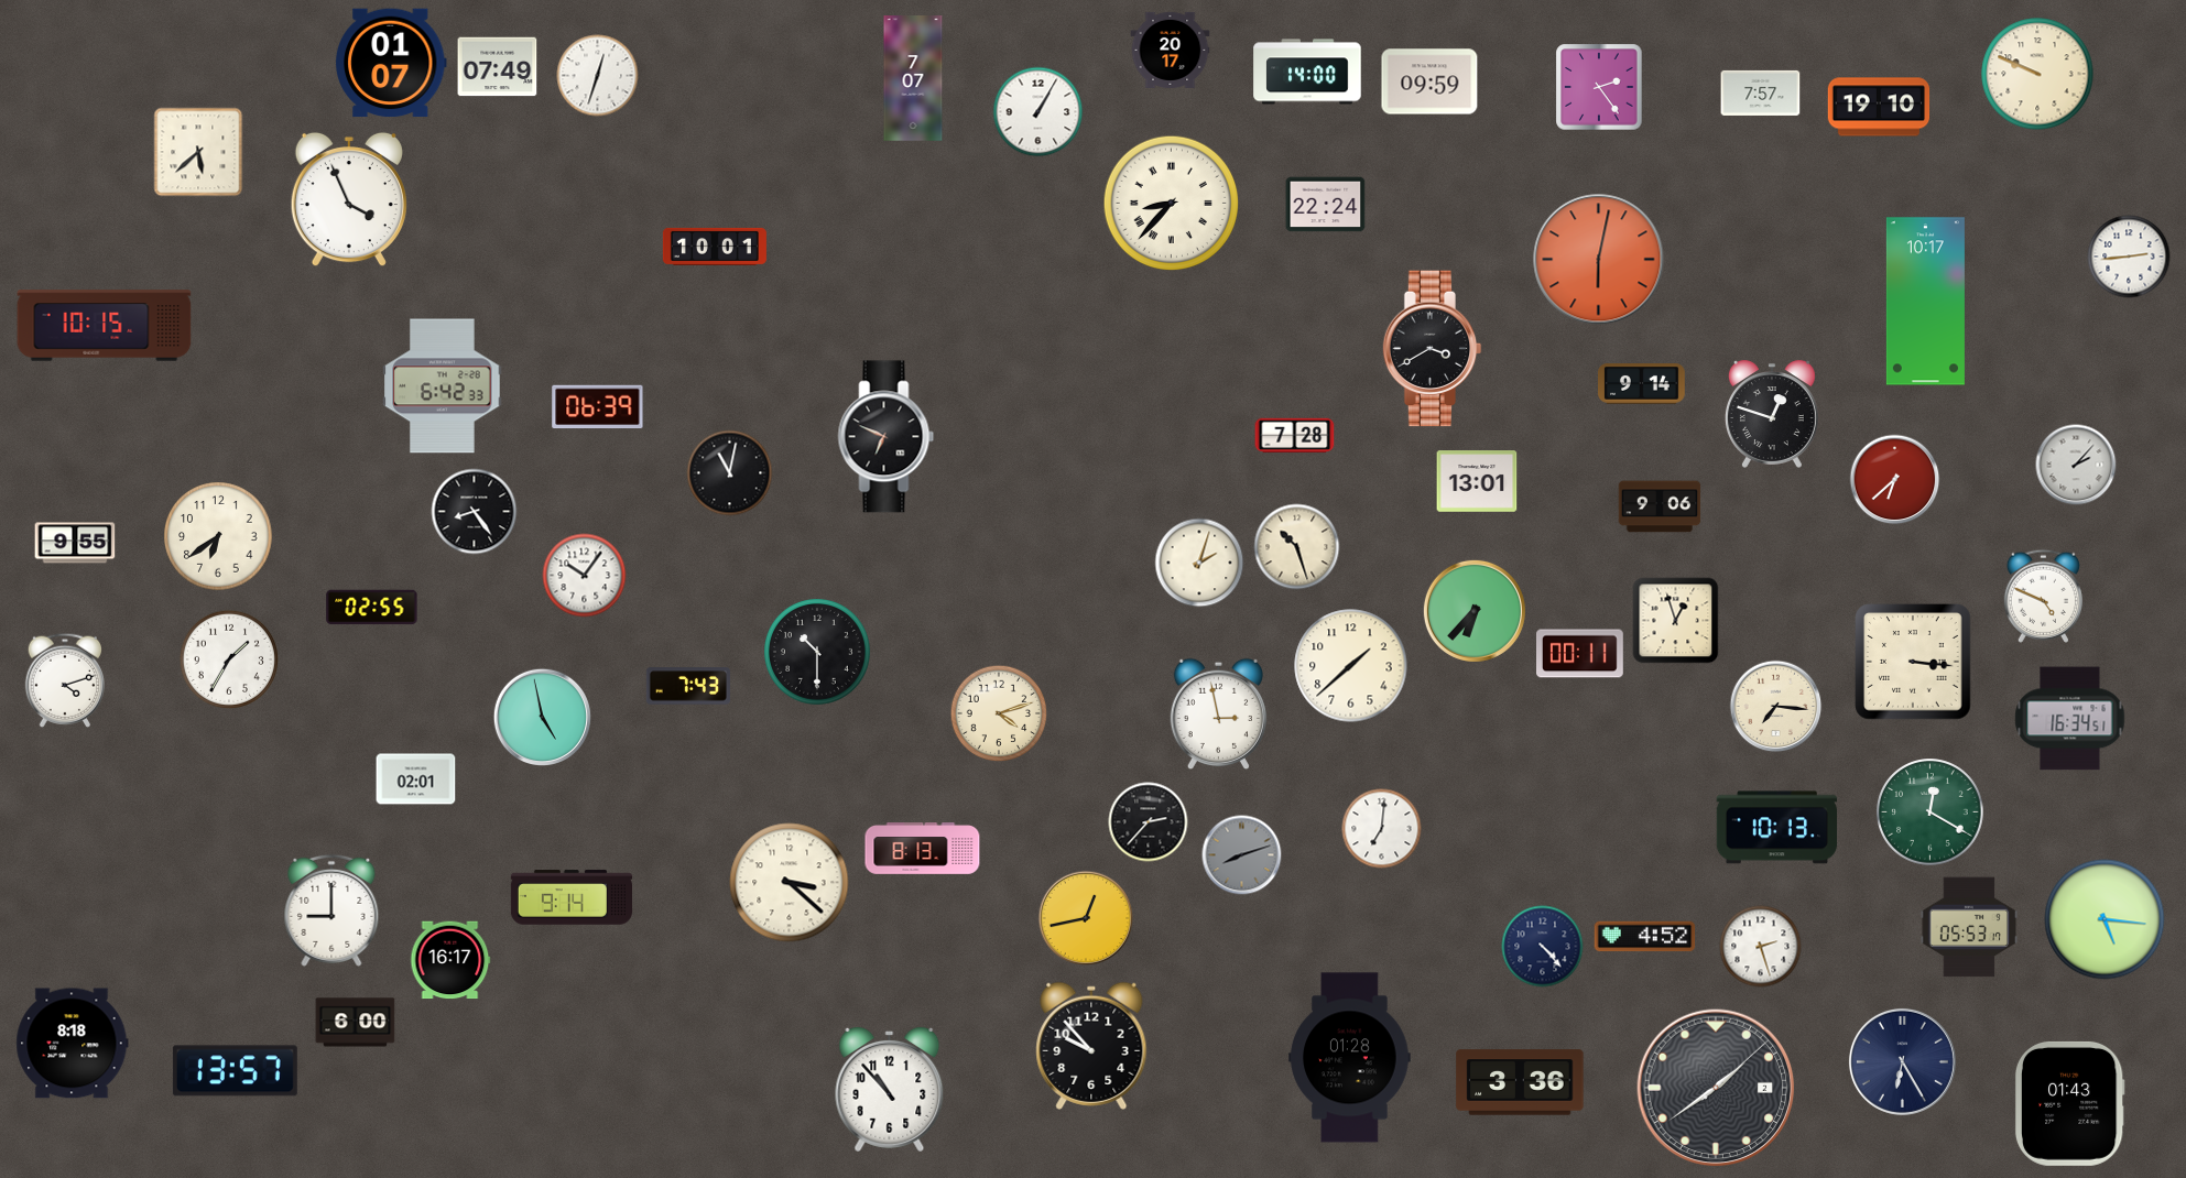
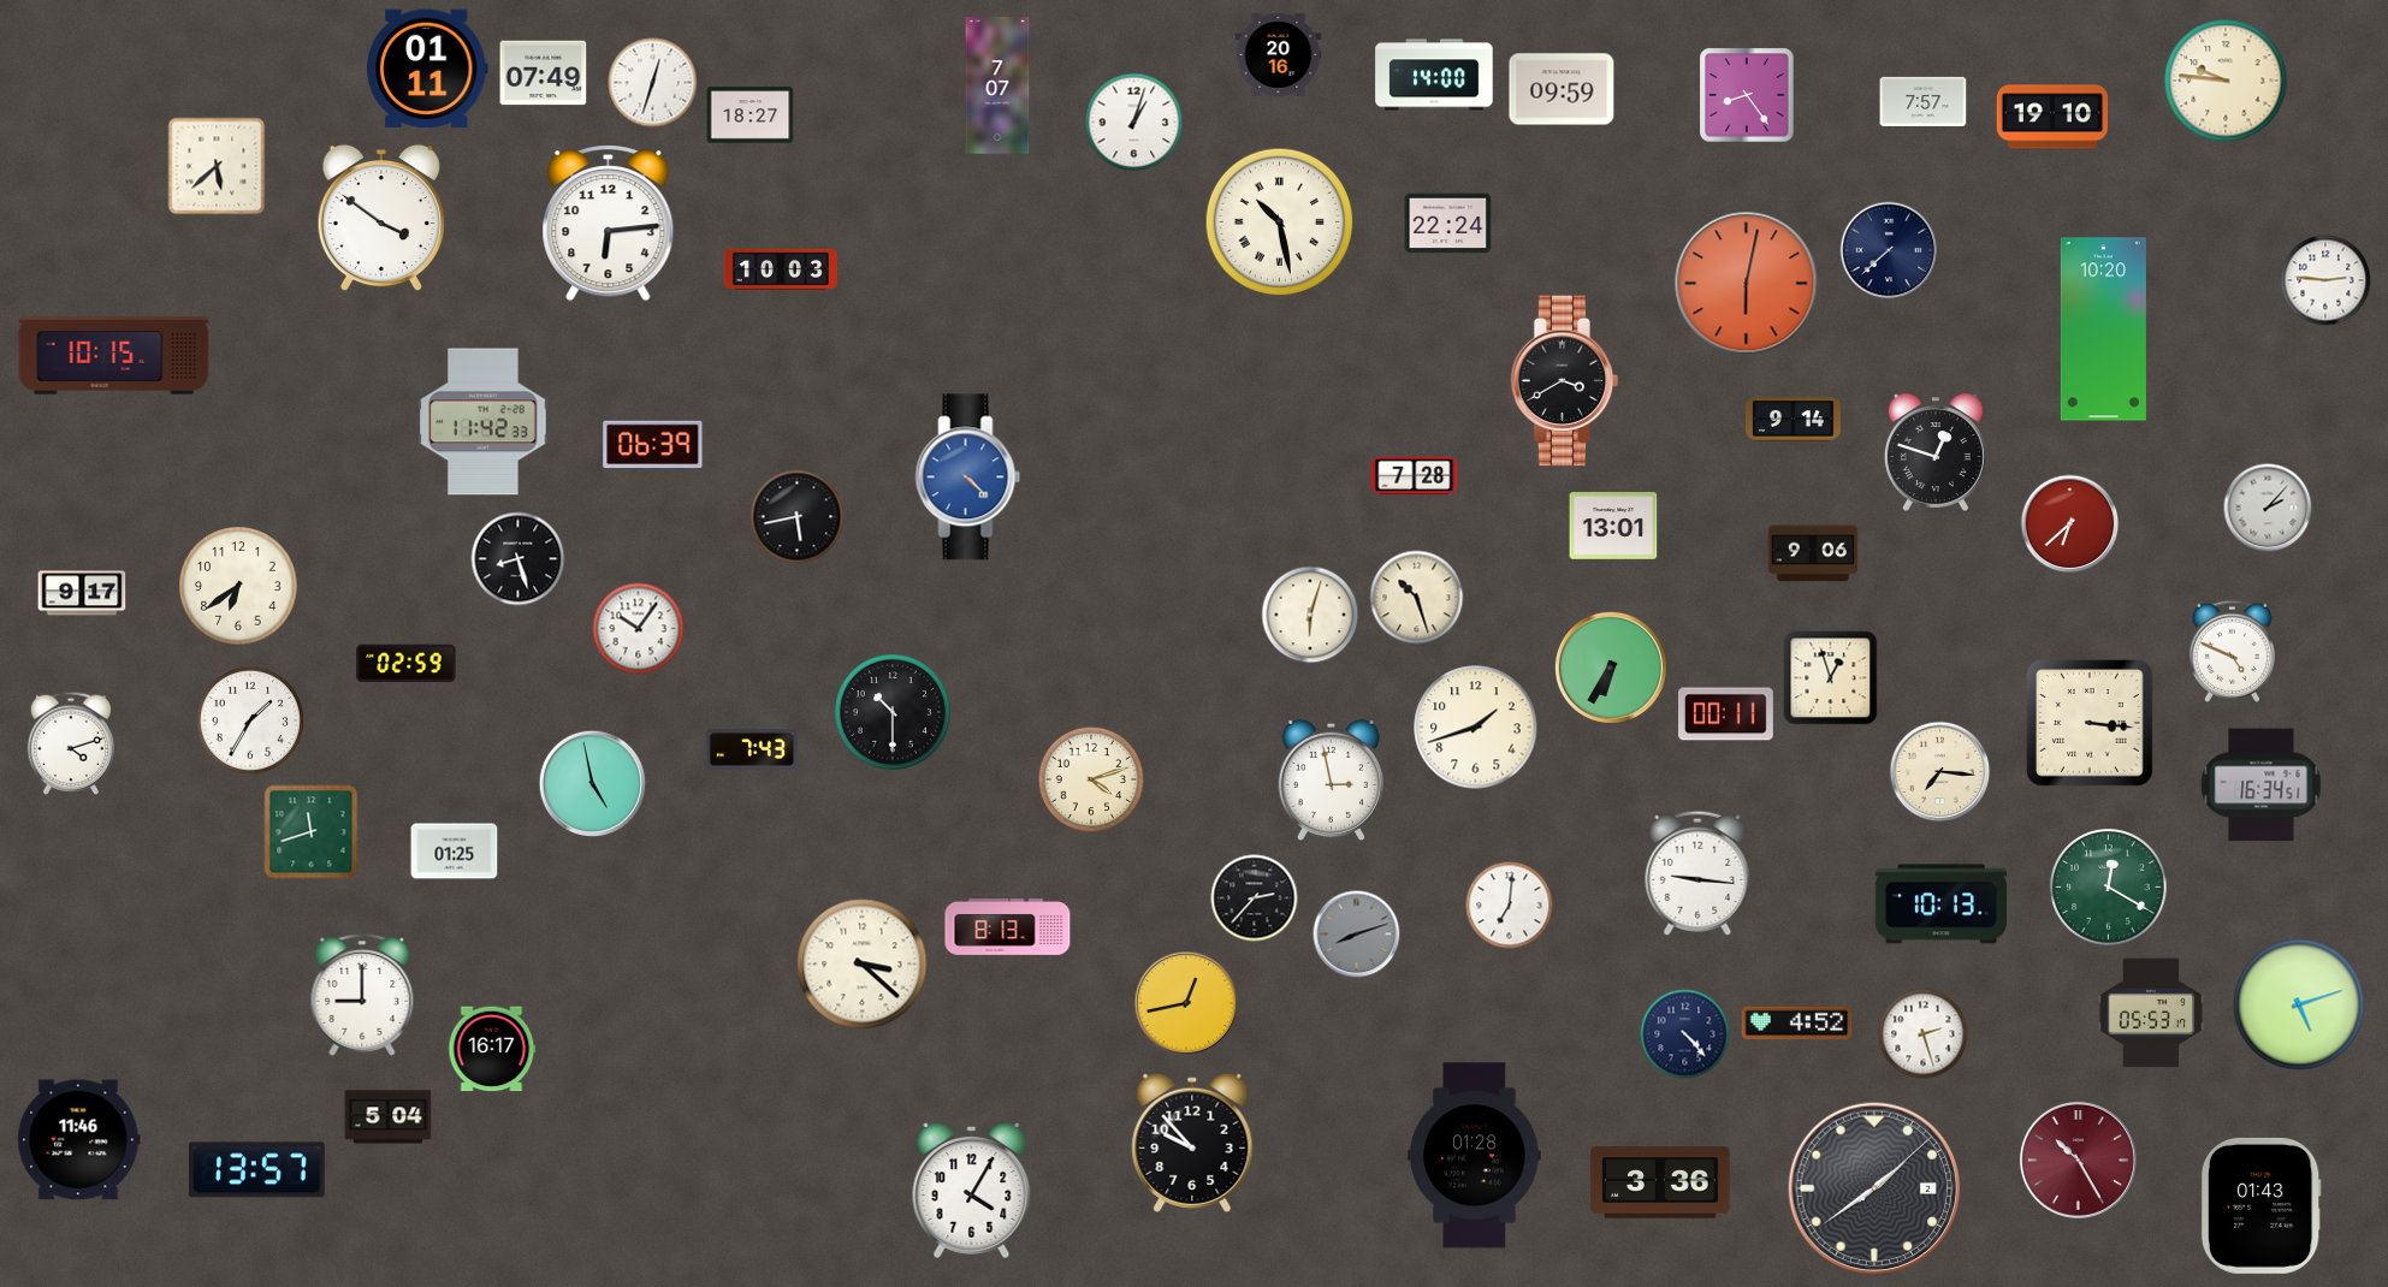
clock at (1171, 50): 20:17 -> 20:16
clock at (391, 63): 01:07 -> 01:11
clock at (1307, 72) position: (1307, 72) -> (1434, 75)
clock at (2037, 74): 9:49 -> 9:46
clock at (1599, 87): 2:24 -> 8:24
clock at (751, 115): none -> 18:27
clock at (1038, 112): 1:05 -> 1:03
clock at (349, 199): 3:56 -> 3:51
clock at (1172, 204): 8:37 -> 10:28
clock at (609, 224): none -> 6:14
clock at (1889, 250): none -> 7:38
clock at (715, 247): 10:01 -> 10:03
clock at (2129, 257): 2:44 -> 2:46
clock at (1925, 302): 10:17 -> 10:20
clock at (443, 386): 6:42 -> 11:42
clock at (887, 437): 6:49 -> 4:22
clock at (887, 437) dial: black -> blue
clock at (730, 473): 11:02 -> 5:43
clock at (475, 512): 8:24 -> 8:27
clock at (75, 543): 9:55 -> 9:17
clock at (1199, 563): 2:03 -> 6:03
clock at (372, 608): 02:55 -> 02:59
clock at (1475, 611): 6:37 -> 6:35
clock at (1351, 666): 1:38 -> 1:42
clock at (312, 832): none -> 11:42
clock at (416, 779): 02:01 -> 01:25
clock at (1697, 873): none -> 9:16
clock at (570, 897): 9:14 -> none
clock at (2105, 919): 5:16 -> 5:12
clock at (356, 1023): 6:00 -> 5:04
clock at (73, 1044): 8:18 -> 11:46
clock at (1902, 1061): 6:25 -> 10:25
clock at (1902, 1061) dial: navy -> burgundy
clock at (890, 1089): 10:53 -> 4:05
